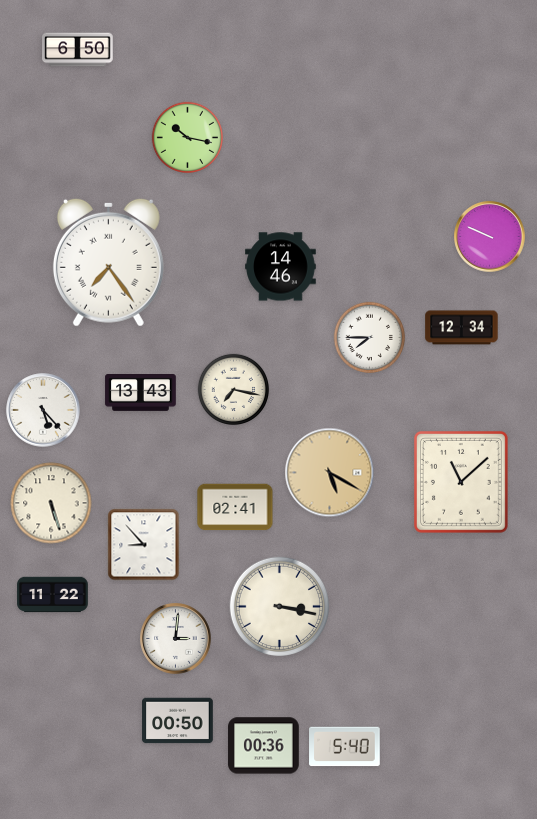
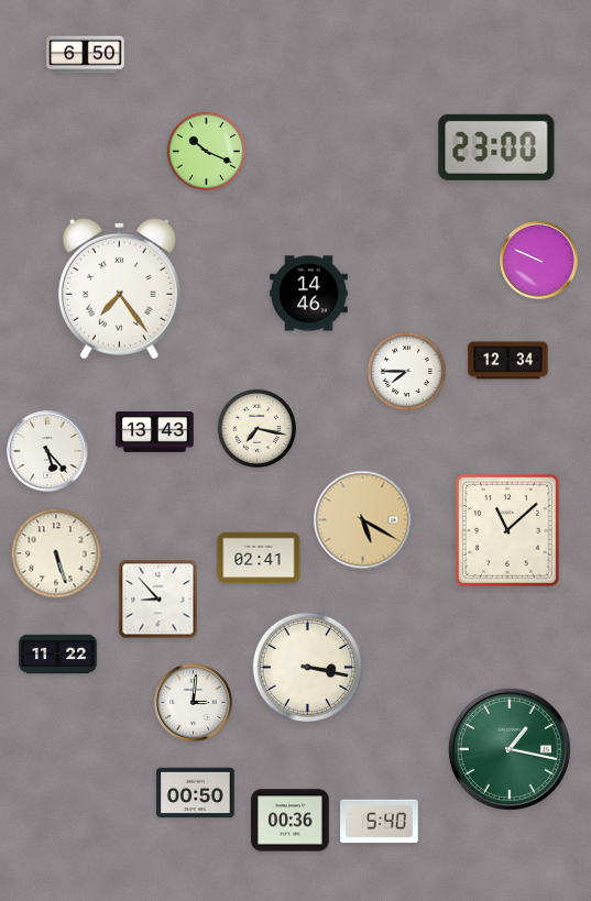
clock at (496, 147): none -> 23:00
clock at (187, 137): 10:17 -> 10:19
clock at (510, 749): none -> 1:17
